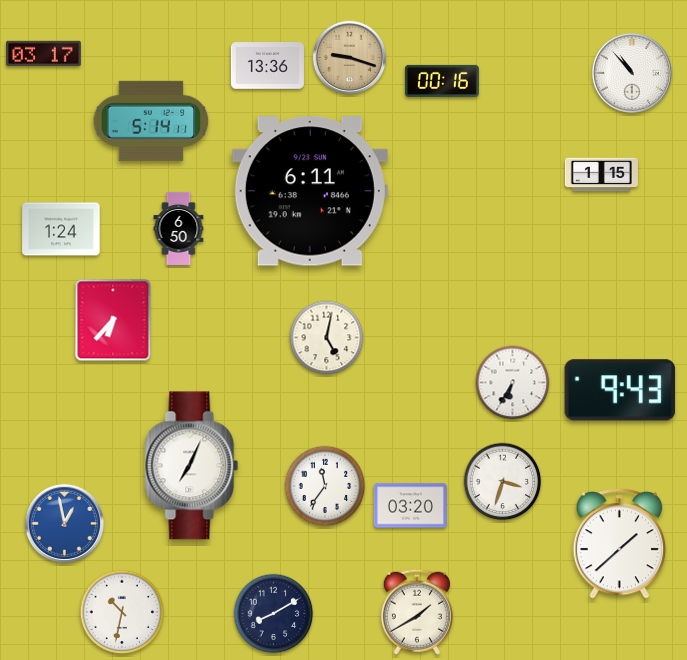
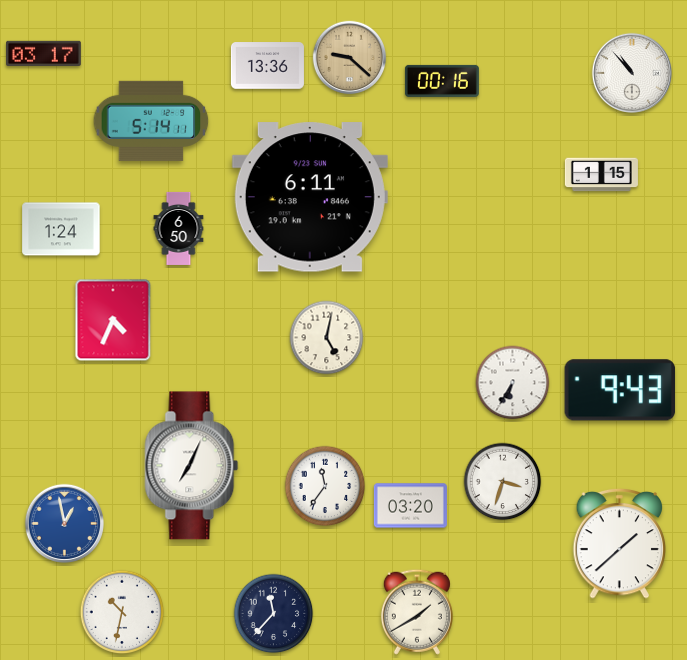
clock at (350, 58): 9:18 -> 9:22
clock at (310, 191) position: (310, 191) -> (310, 197)
clock at (113, 320): 6:37 -> 4:34
clock at (274, 614): 8:10 -> 11:37
